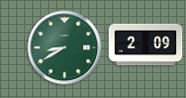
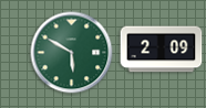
clock at (65, 48): 8:40 -> 5:50
